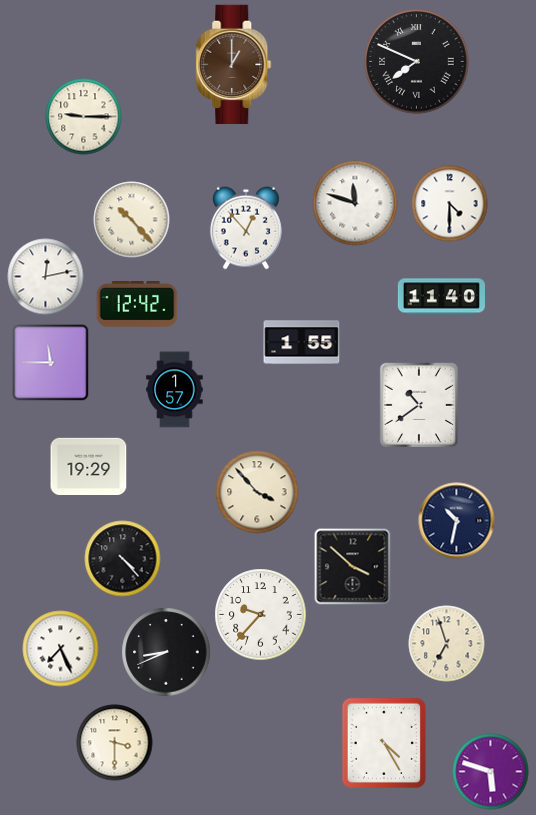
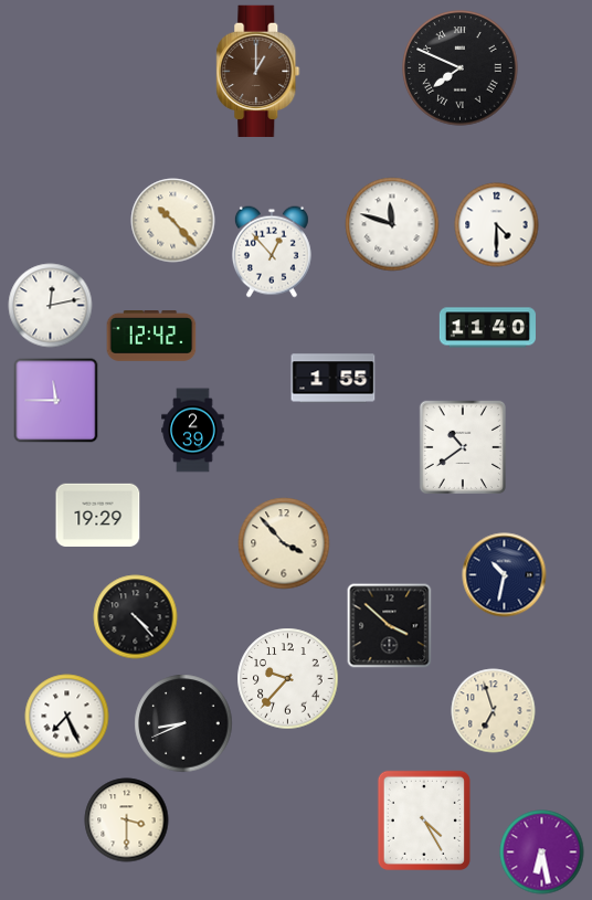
clock at (84, 117): 9:15 -> none
clock at (132, 220) position: (132, 220) -> (173, 221)
clock at (175, 390): 1:57 -> 2:39
clock at (166, 652) position: (166, 652) -> (183, 723)
clock at (491, 772): 5:48 -> 6:28
